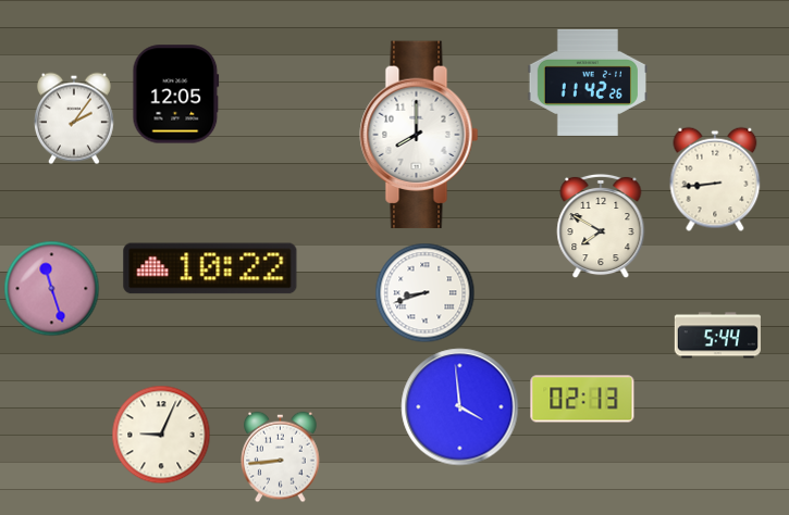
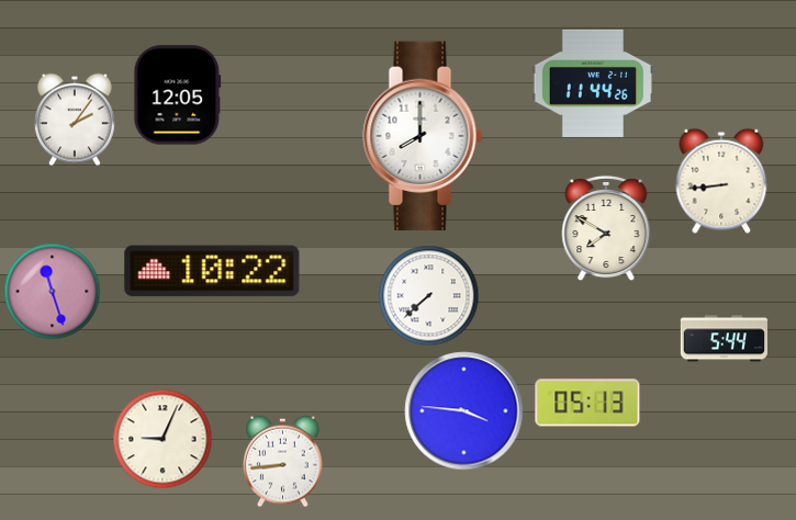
clock at (587, 83): 11:42 -> 11:44
clock at (426, 293): 8:42 -> 7:38
clock at (582, 399): 02:13 -> 05:13
clock at (460, 407): 3:59 -> 3:46
